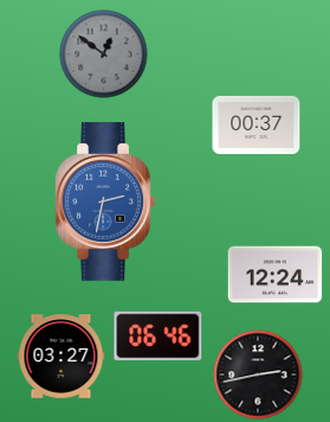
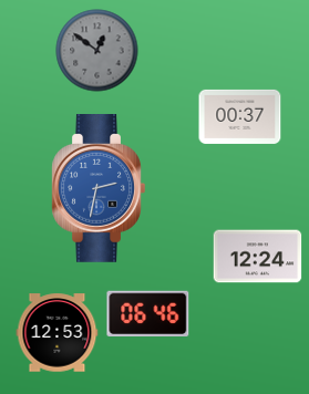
clock at (62, 357): 03:27 -> 12:53
clock at (258, 375): 2:43 -> none
